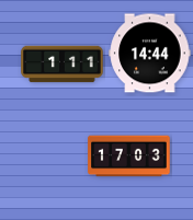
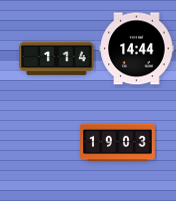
clock at (63, 65): 1:11 -> 1:14
clock at (129, 157): 17:03 -> 19:03
